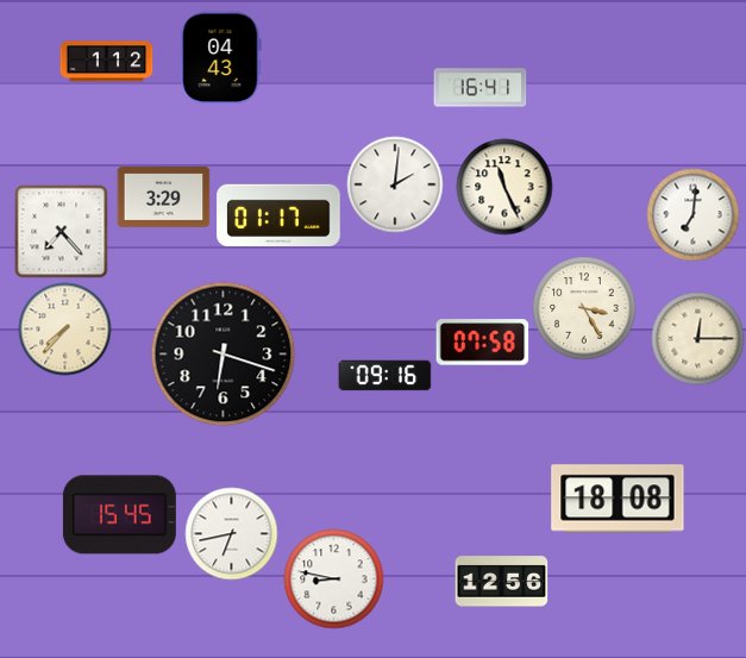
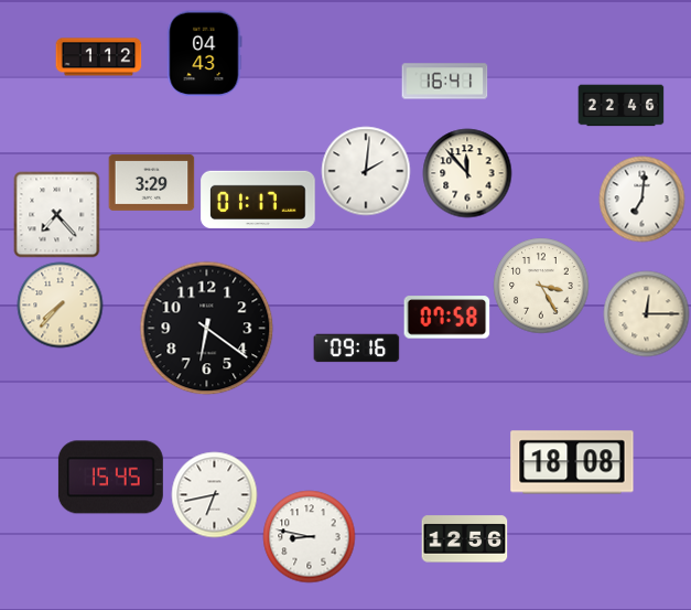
clock at (620, 106): none -> 22:46
clock at (504, 187): 11:26 -> 11:53
clock at (222, 353): 6:18 -> 6:21
